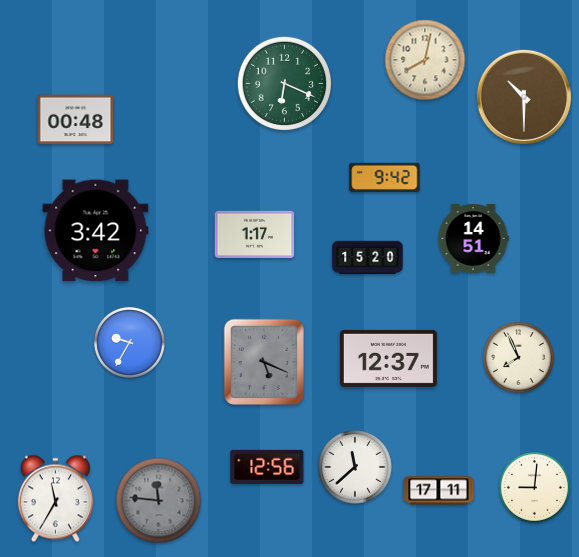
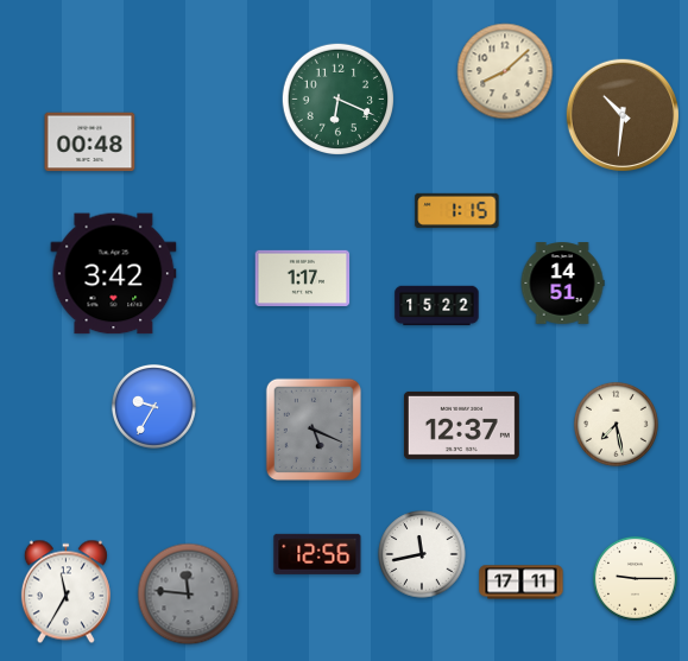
clock at (425, 60): 8:02 -> 8:08
clock at (524, 97): 10:30 -> 10:31
clock at (385, 177): 9:42 -> 1:15
clock at (368, 258): 15:20 -> 15:22
clock at (519, 358): 7:56 -> 7:28
clock at (355, 467): 11:38 -> 11:43
clock at (535, 488): 9:01 -> 9:15
